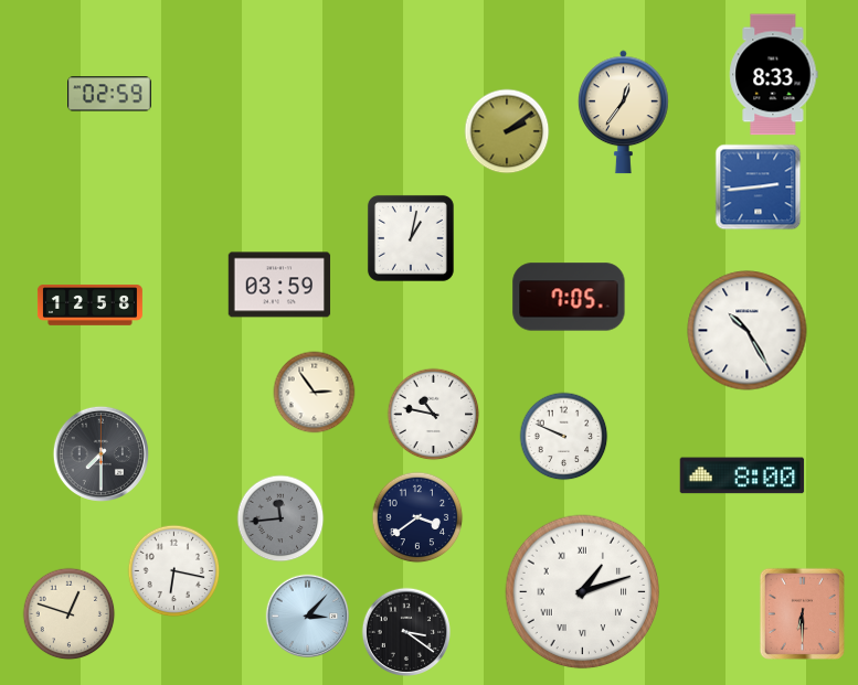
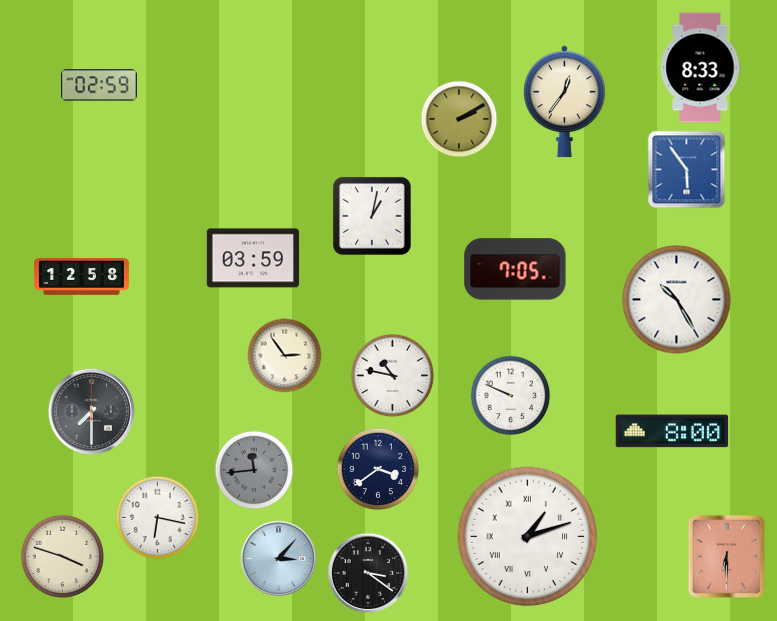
clock at (507, 131): 2:09 -> 2:10
clock at (759, 188): 2:44 -> 5:54
clock at (70, 614): 12:48 -> 3:48
